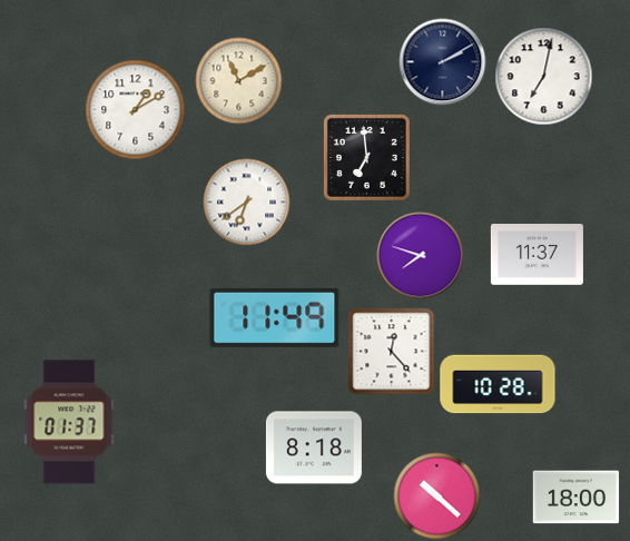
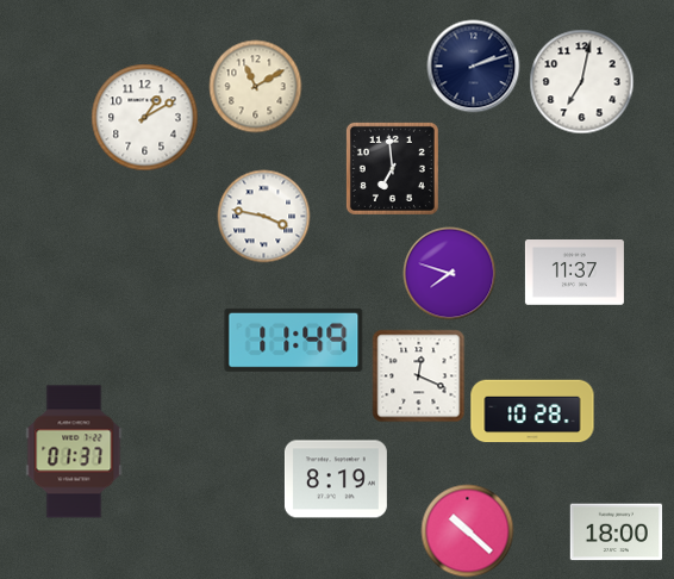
clock at (442, 61): 2:10 -> 2:12
clock at (246, 201): 6:39 -> 3:47
clock at (391, 351): 12:23 -> 12:19
clock at (314, 447): 8:18 -> 8:19
